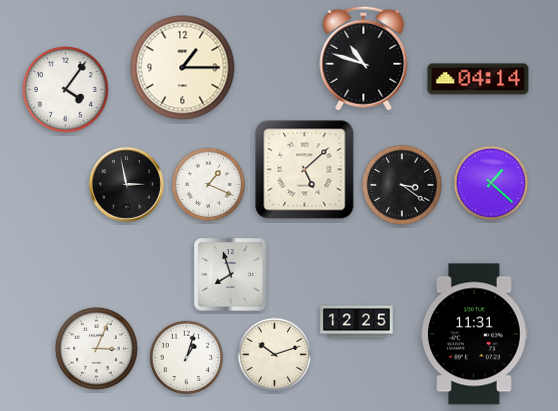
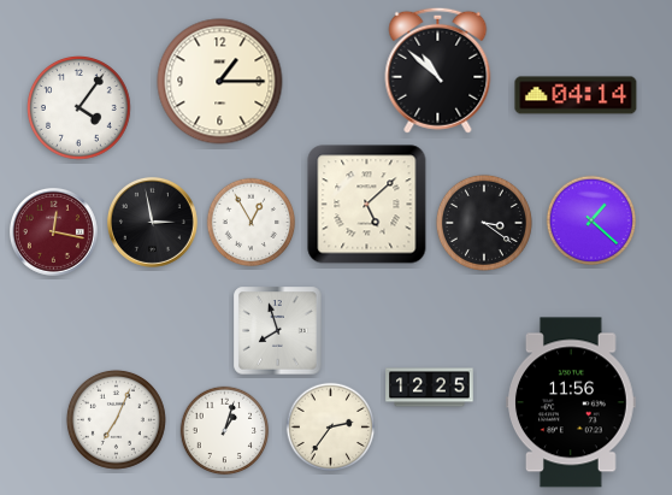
clock at (364, 58): 10:48 -> 10:52
clock at (209, 185): 1:19 -> 12:55
clock at (53, 231): none -> 12:17
clock at (475, 334): 11:31 -> 11:56
clock at (96, 348): 3:04 -> 7:04
clock at (275, 355): 10:12 -> 2:36
